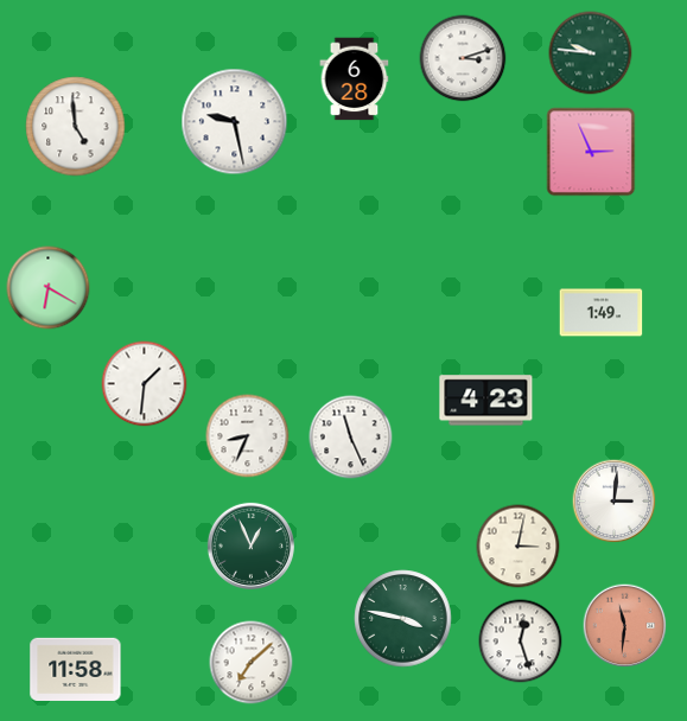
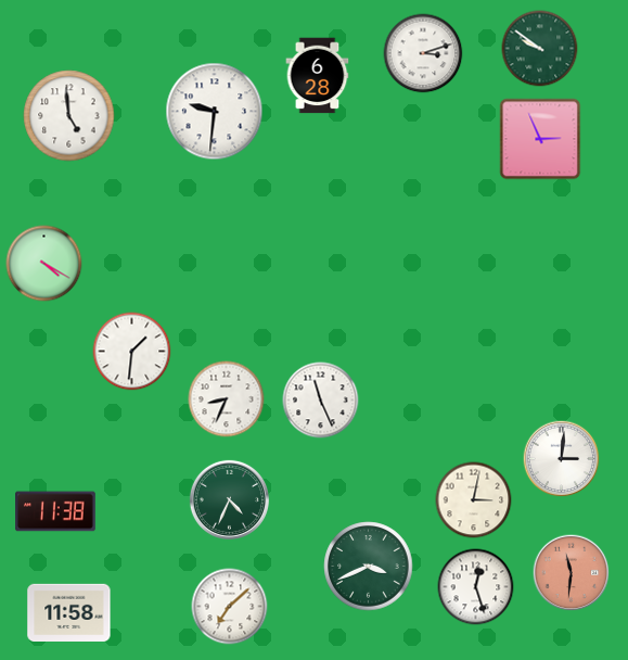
clock at (591, 53): 9:46 -> 9:51
clock at (355, 79) position: (355, 79) -> (318, 76)
clock at (235, 122): 9:28 -> 9:31
clock at (49, 288): 6:20 -> 4:20
clock at (602, 313): 1:49 -> none
clock at (486, 401): 4:23 -> none
clock at (250, 545): 12:56 -> 4:34
clock at (55, 511): none -> 11:38
clock at (403, 619): 3:47 -> 3:41
